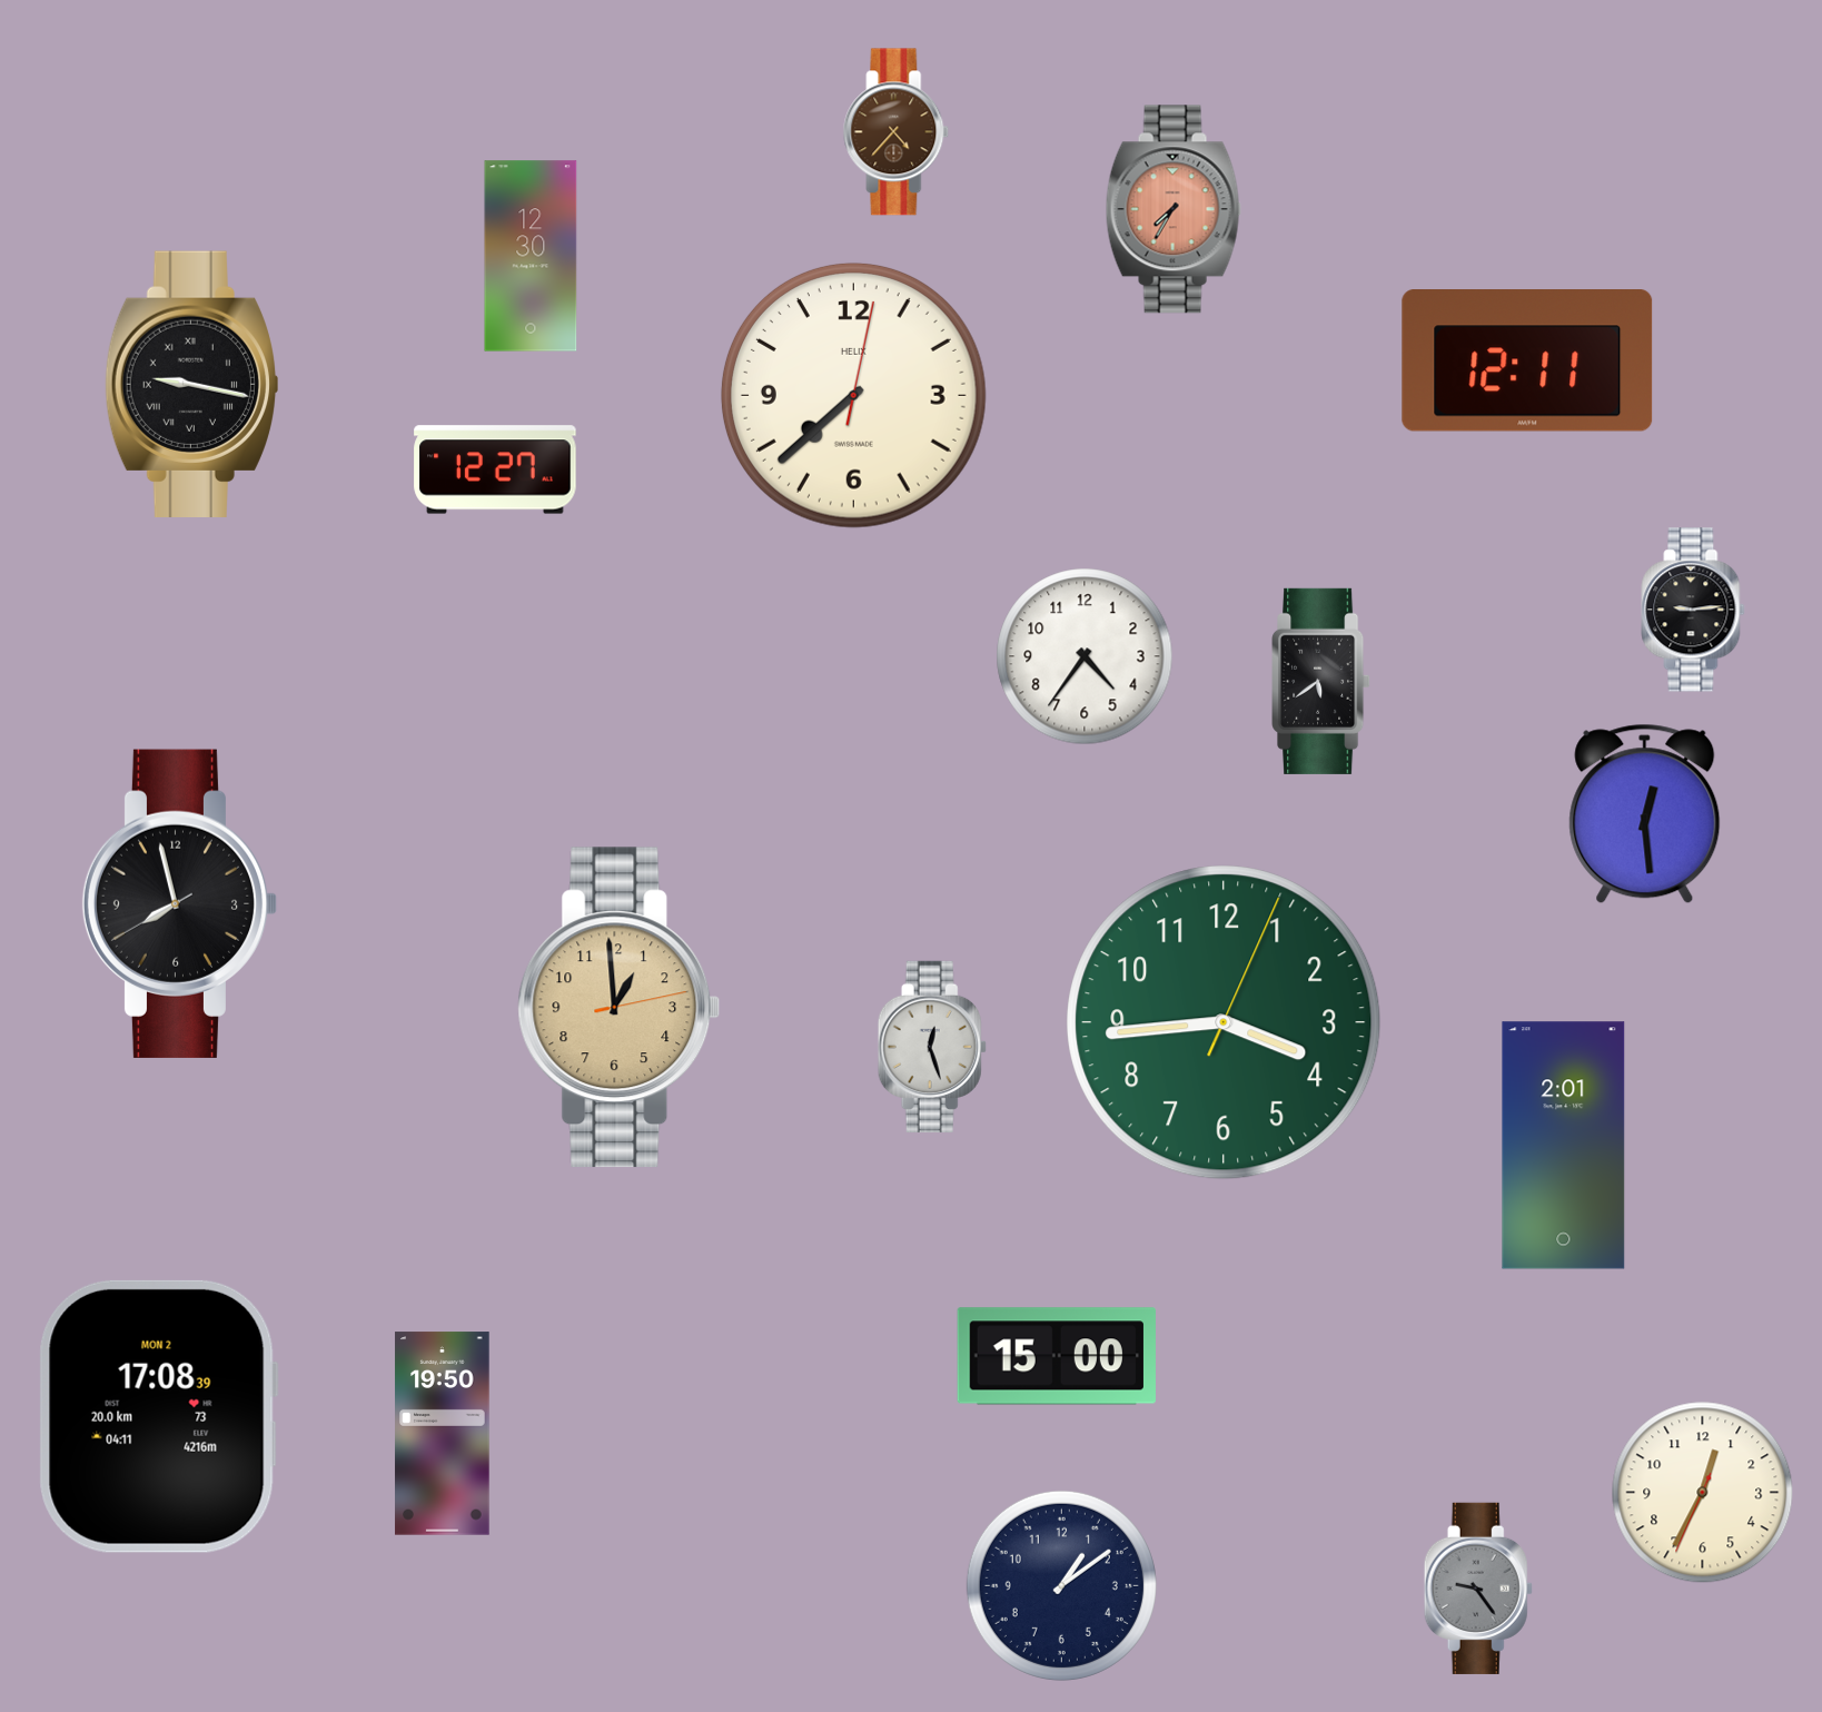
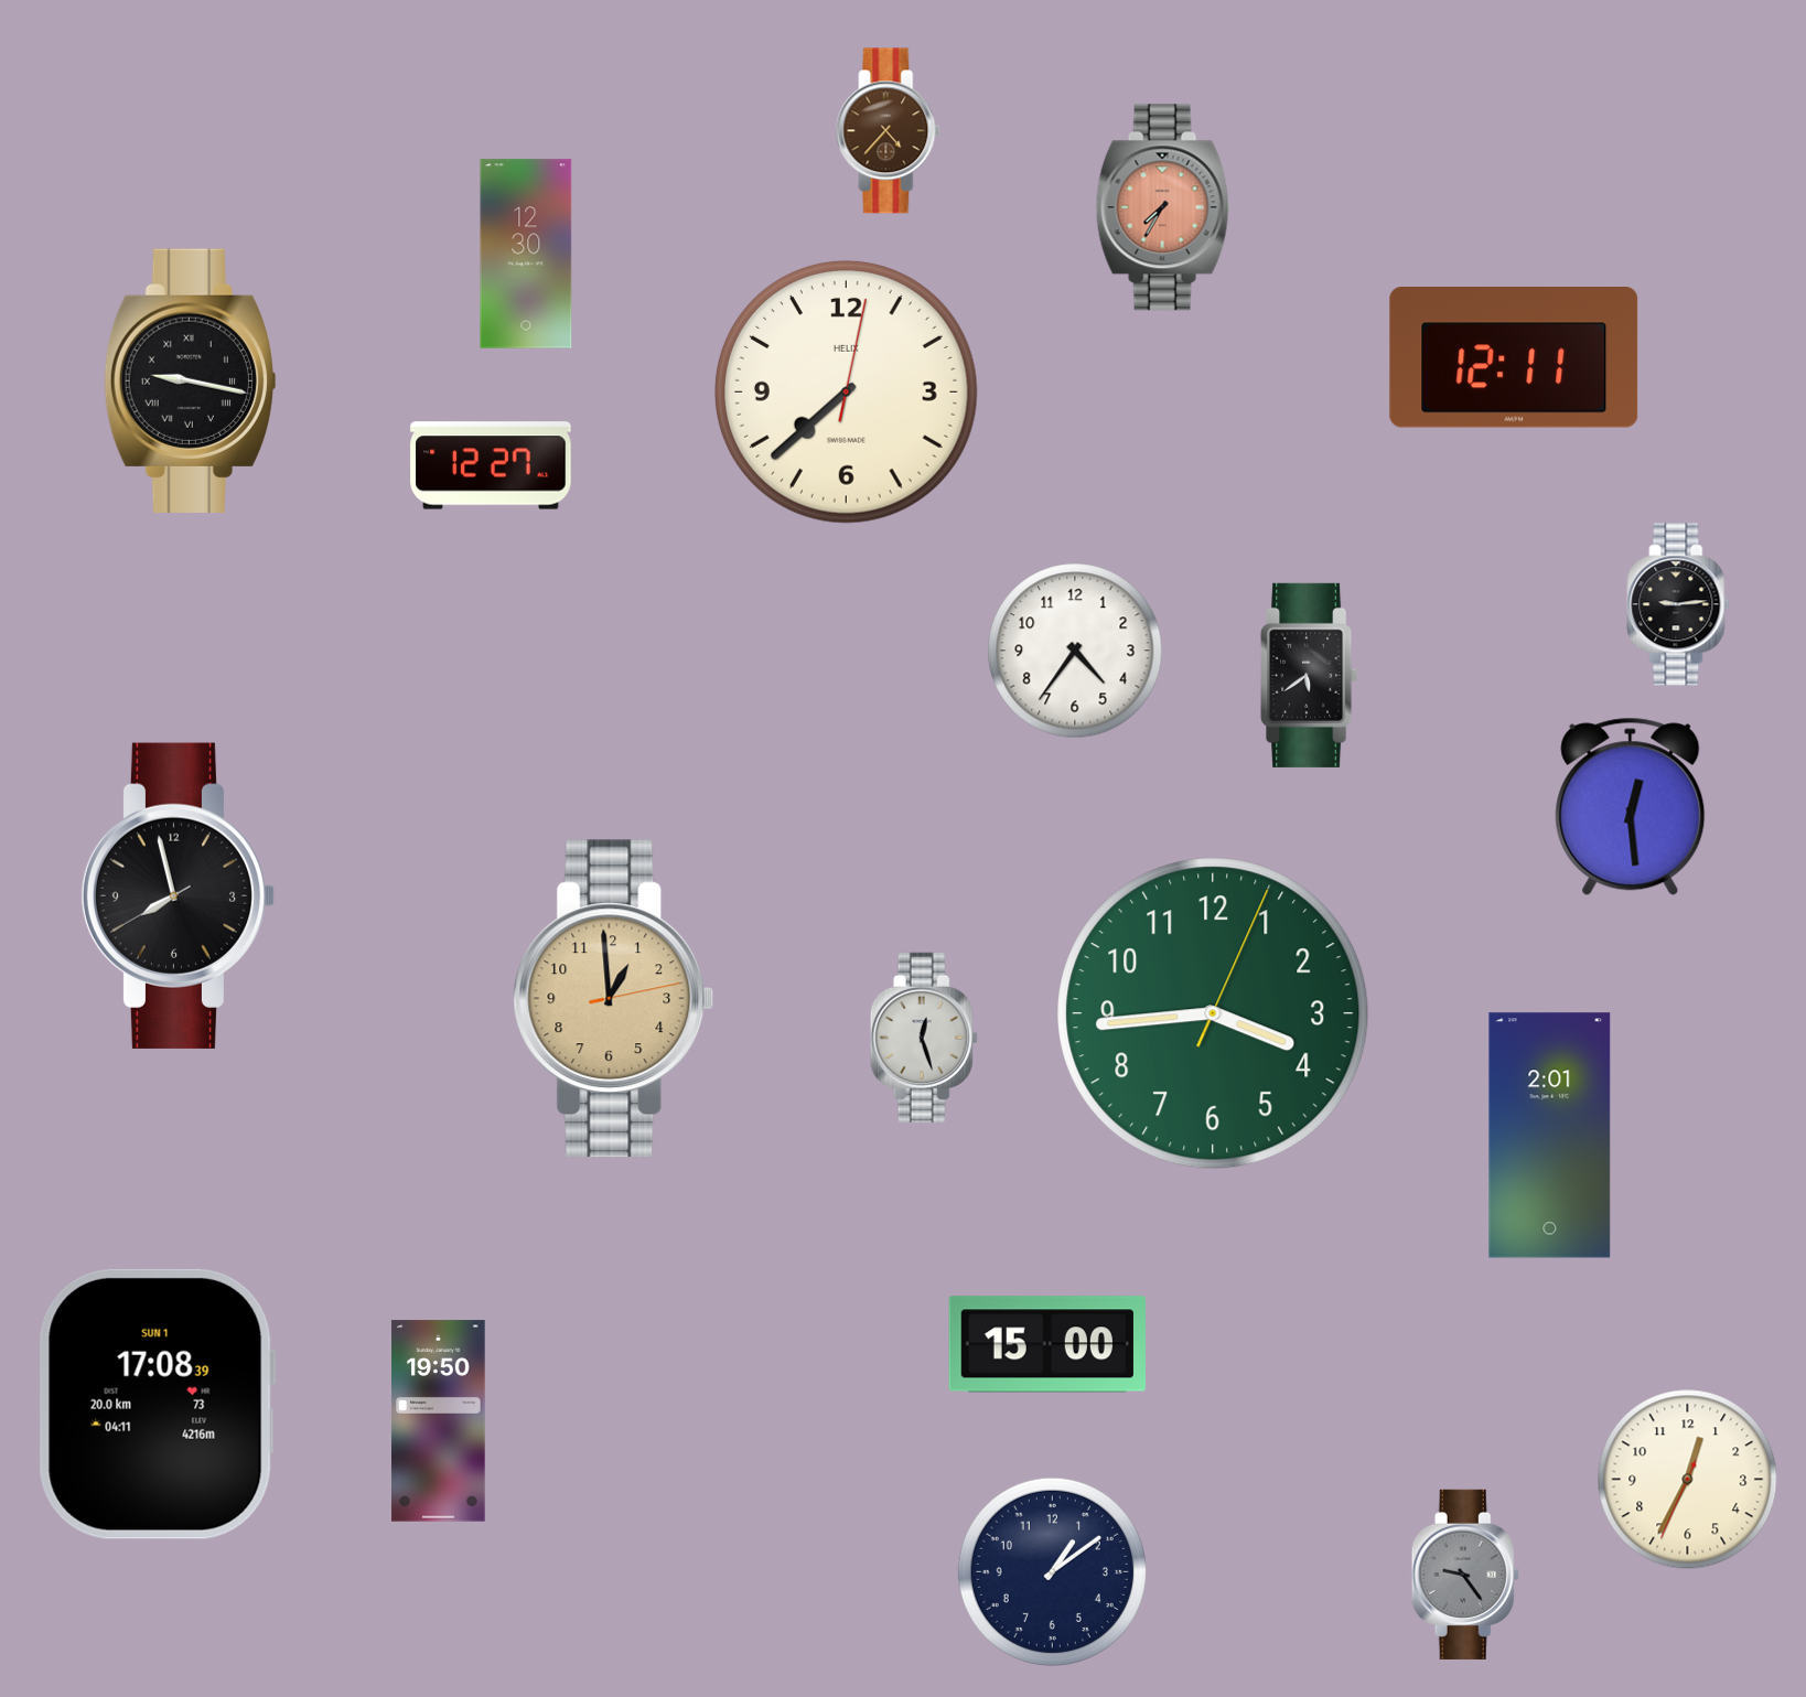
clock at (158, 1416) date: MON 2 -> SUN 1
